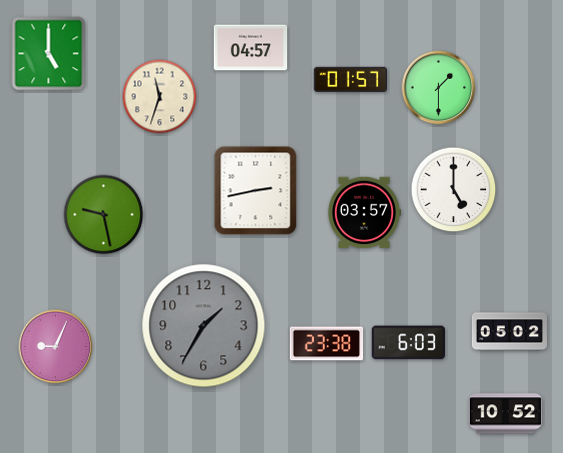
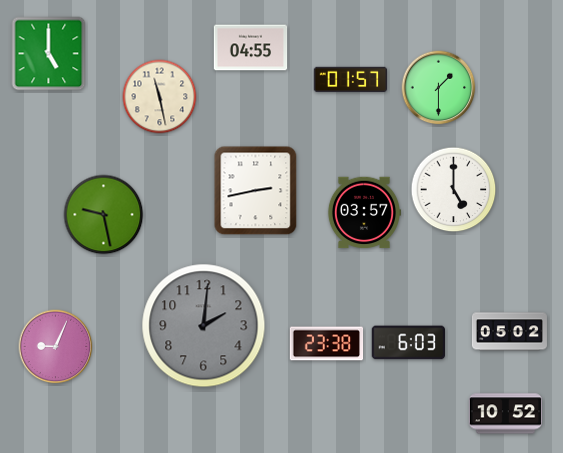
clock at (251, 48): 04:57 -> 04:55
clock at (160, 97): 11:33 -> 11:28
clock at (204, 326): 1:35 -> 2:01
